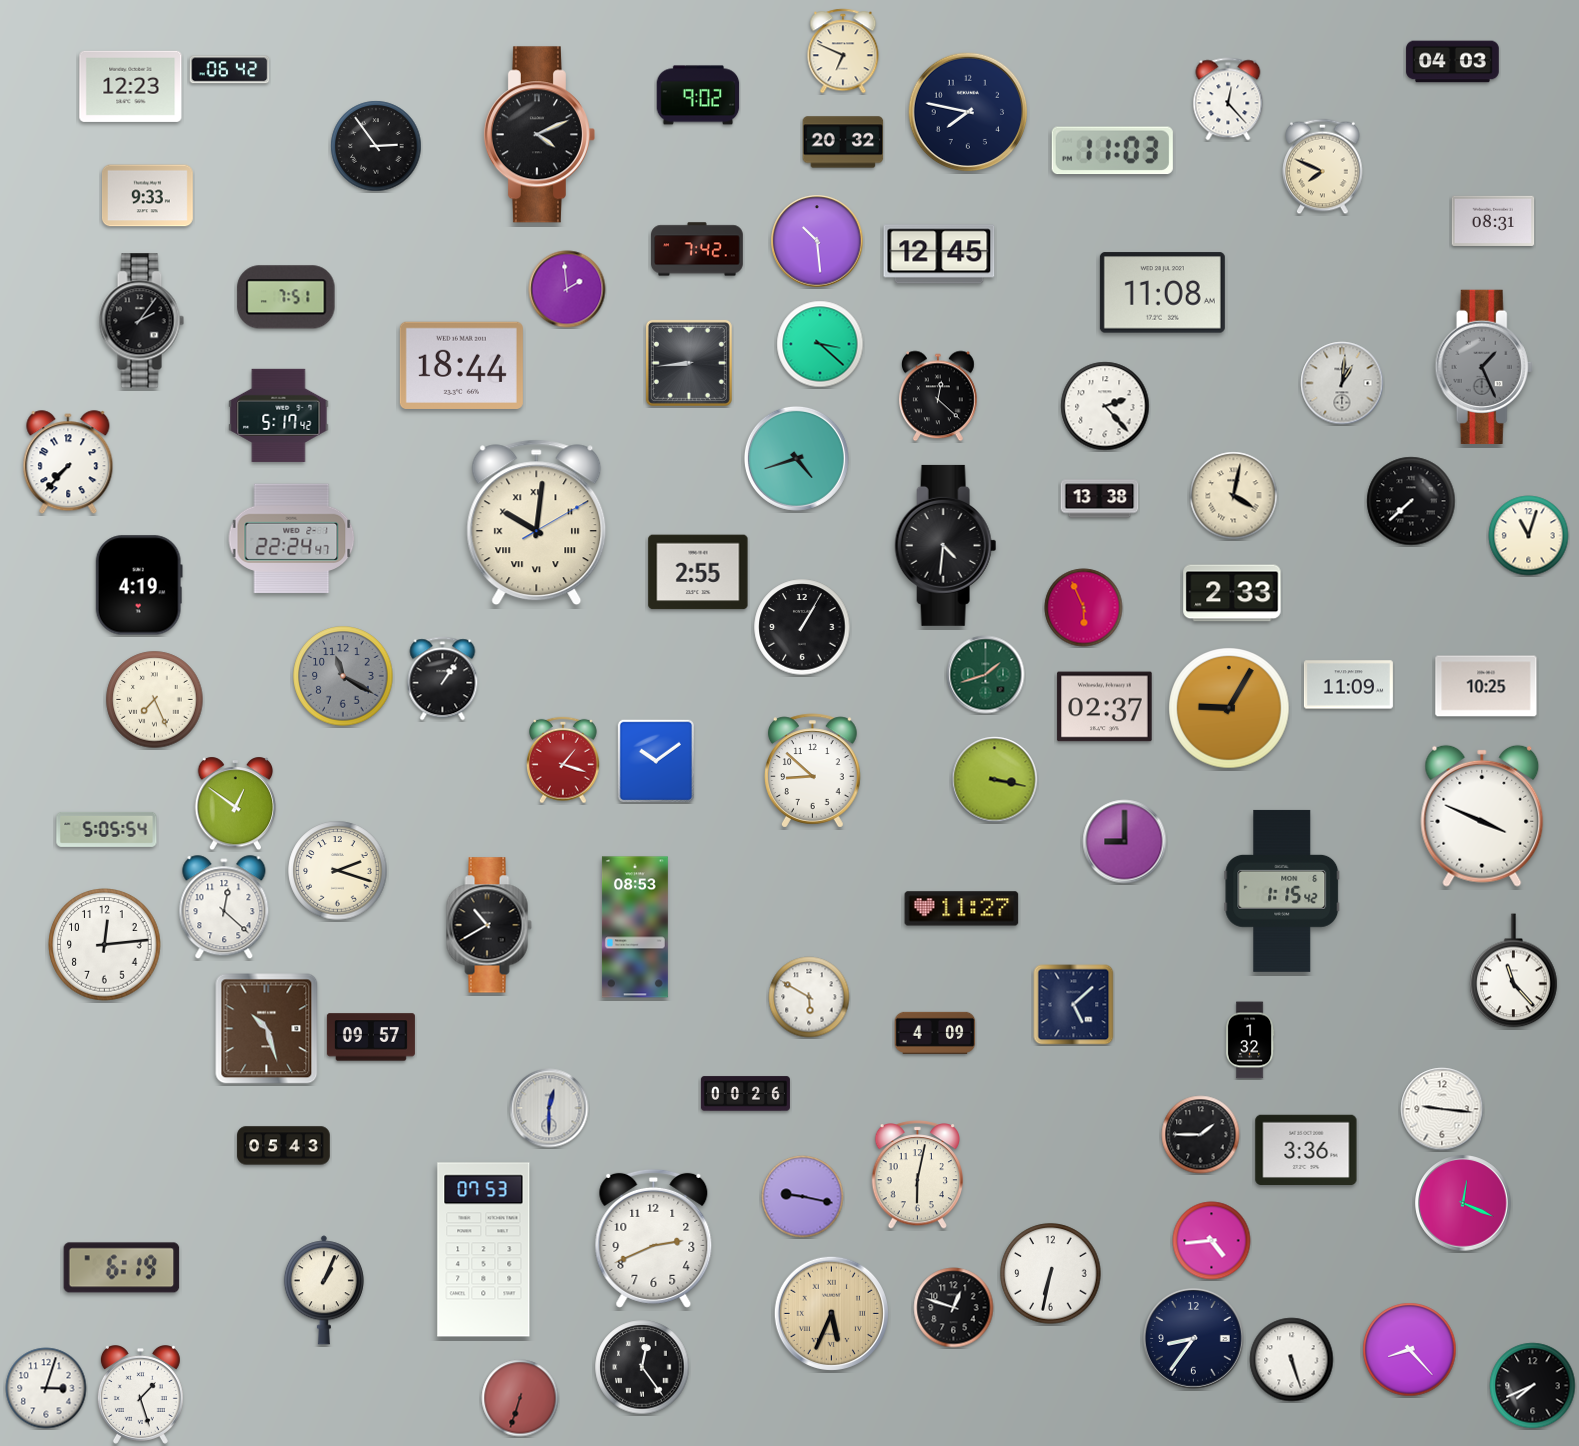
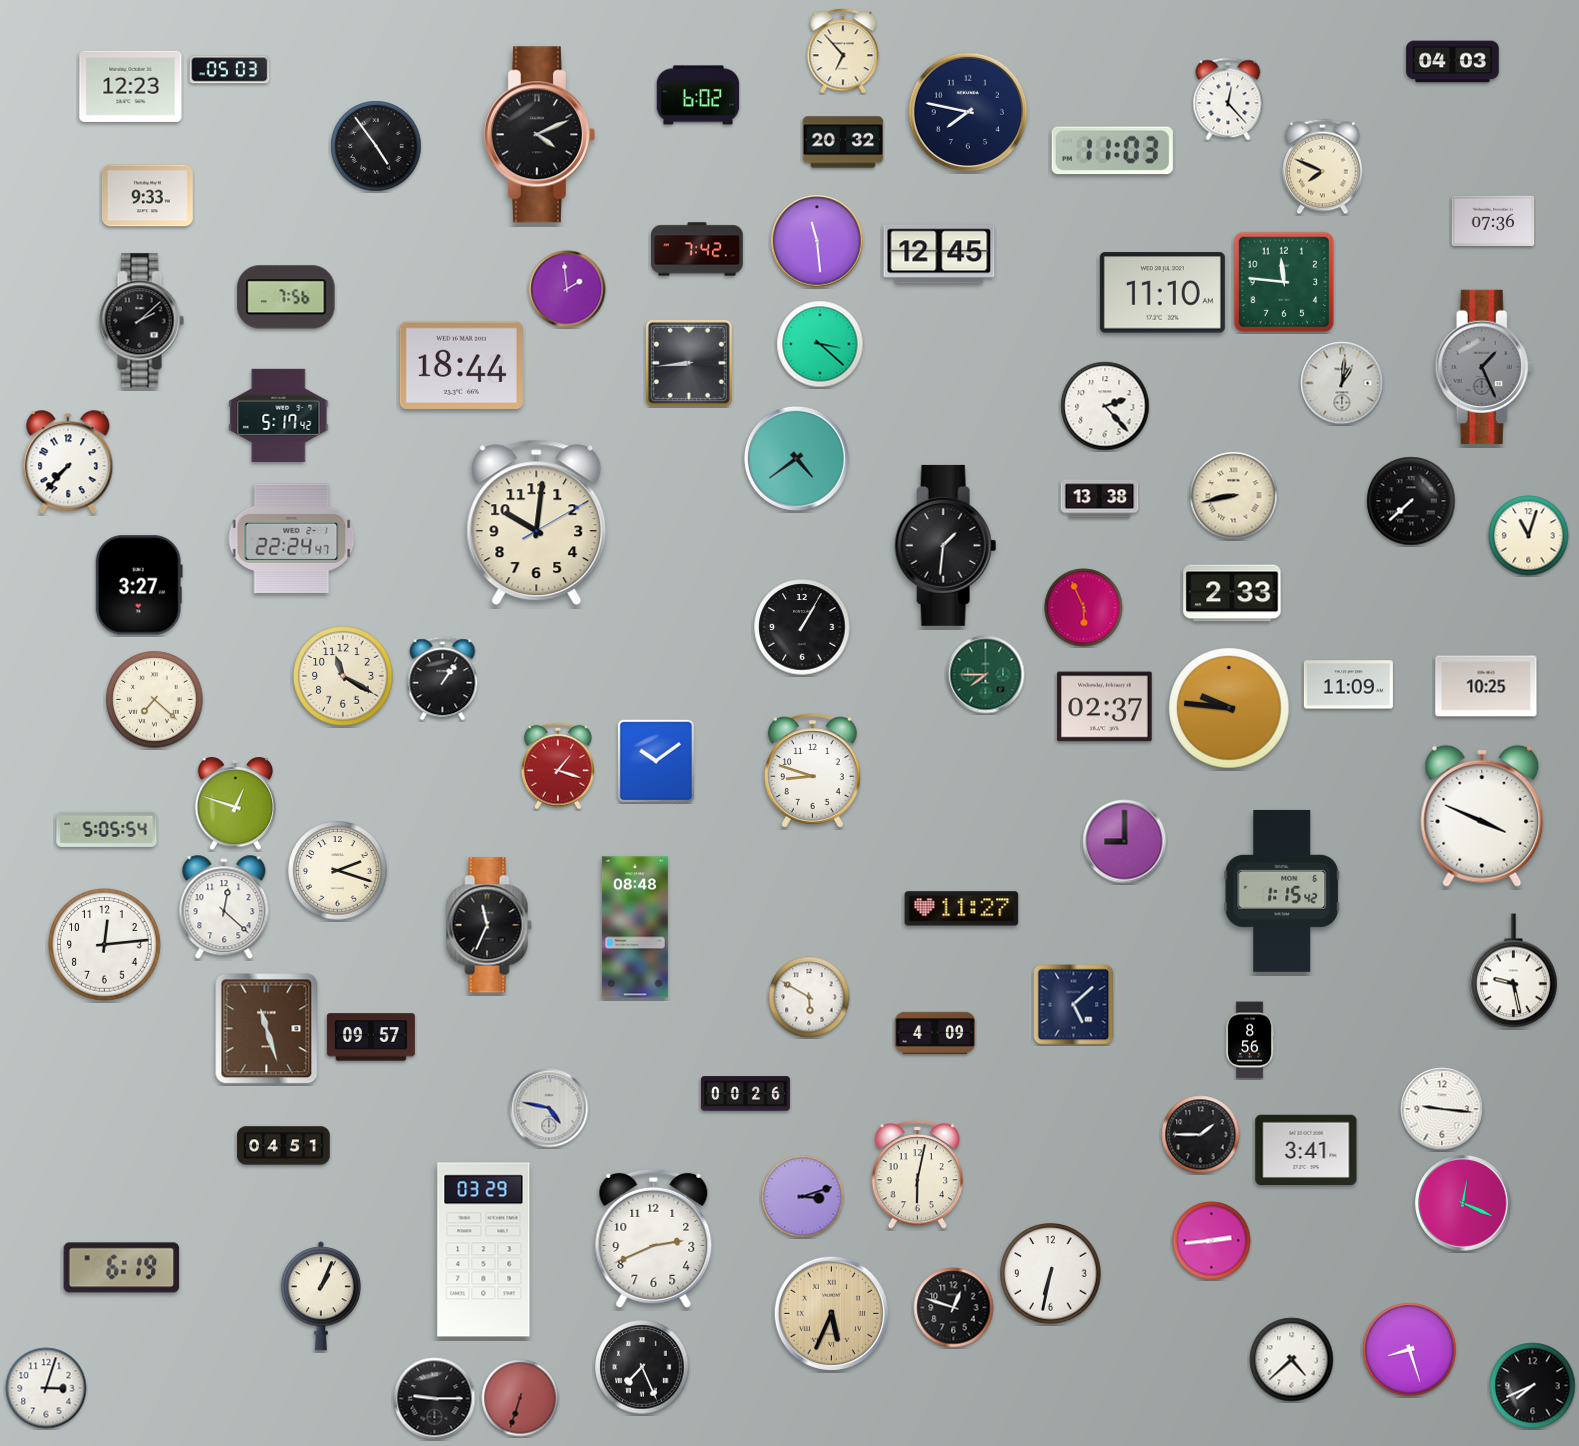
clock at (843, 51): 6:49 -> 6:53
clock at (230, 70): 06:42 -> 05:03
clock at (698, 95): 9:02 -> 6:02
clock at (376, 146): 2:54 -> 4:54
clock at (1493, 221): 08:31 -> 07:36
clock at (817, 241): 10:29 -> 11:29
clock at (1284, 282): none -> 11:46
clock at (1162, 293): 11:08 -> 11:10
clock at (286, 297): 7:51 -> 7:56
clock at (141, 321): 2:06 -> 2:08
clock at (938, 396): 12:22 -> none
clock at (796, 458): 4:42 -> 4:39
clock at (1234, 496): 4:02 -> 8:43
clock at (537, 523) numerals: Roman -> Arabic
clock at (946, 545): 4:31 -> 1:31
clock at (698, 572): 2:55 -> none
clock at (139, 585): 4:19 -> 3:27
clock at (986, 675): 1:42 -> 7:45
clock at (343, 676) dial: grey -> cream
clock at (155, 700): 7:26 -> 7:22
clock at (1229, 708): 9:05 -> 9:46
clock at (564, 760) position: (564, 760) -> (559, 766)
clock at (812, 771): 8:52 -> 8:48
clock at (995, 780): 3:17 -> none
clock at (236, 804): 12:51 -> 12:48
clock at (489, 925): 10:40 -> 11:34
clock at (635, 927): 08:53 -> 08:48
clock at (1514, 971): 11:23 -> 9:28
clock at (267, 1029): 10:27 -> 11:27
clock at (1250, 1040): 1:32 -> 8:56
clock at (549, 1108): 12:30 -> 4:47
clock at (284, 1146): 05:43 -> 04:51
clock at (1306, 1149): 3:36 -> 3:41
clock at (803, 1197): 9:17 -> 3:12
clock at (1212, 1241): 4:44 -> 2:44
clock at (484, 1250): 07:53 -> 03:29
clock at (324, 1290) position: (324, 1290) -> (321, 1296)
clock at (1193, 1338): 8:36 -> none
clock at (1410, 1350): 8:23 -> 8:27
clock at (1292, 1360): 5:27 -> 4:38
clock at (642, 1367): 12:24 -> 7:26
clock at (140, 1395): 1:27 -> none
clock at (435, 1399): none -> 9:15
